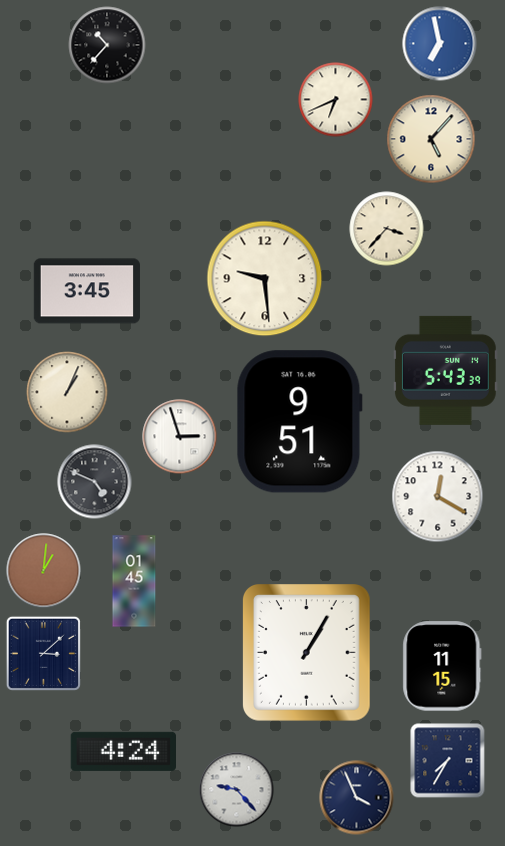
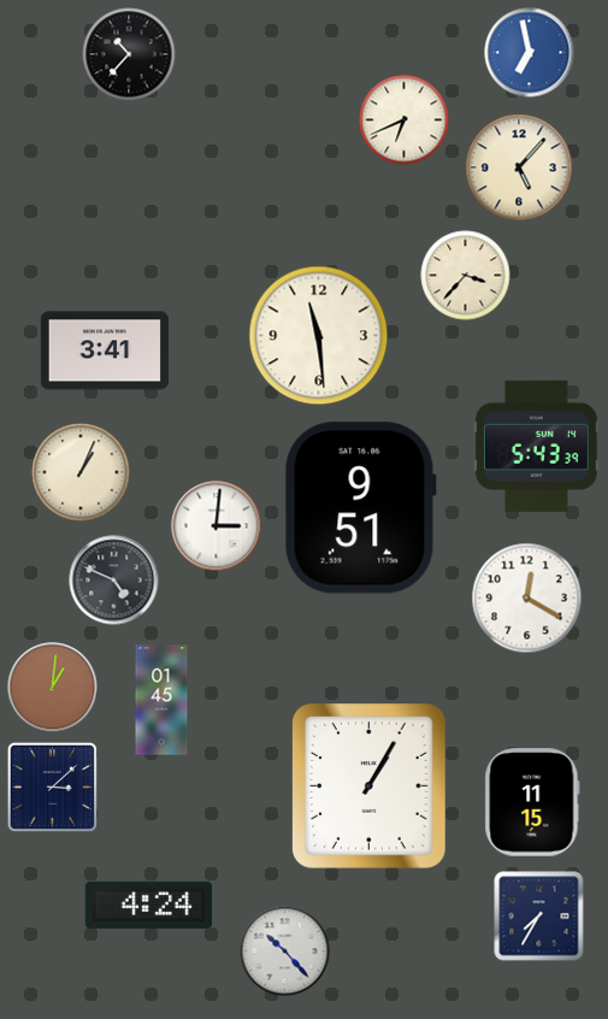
clock at (265, 279): 9:29 -> 11:29
clock at (87, 291): 3:45 -> 3:41
clock at (180, 437): 2:57 -> 3:01
clock at (237, 790): 9:23 -> 10:23
clock at (357, 798): 3:56 -> none
